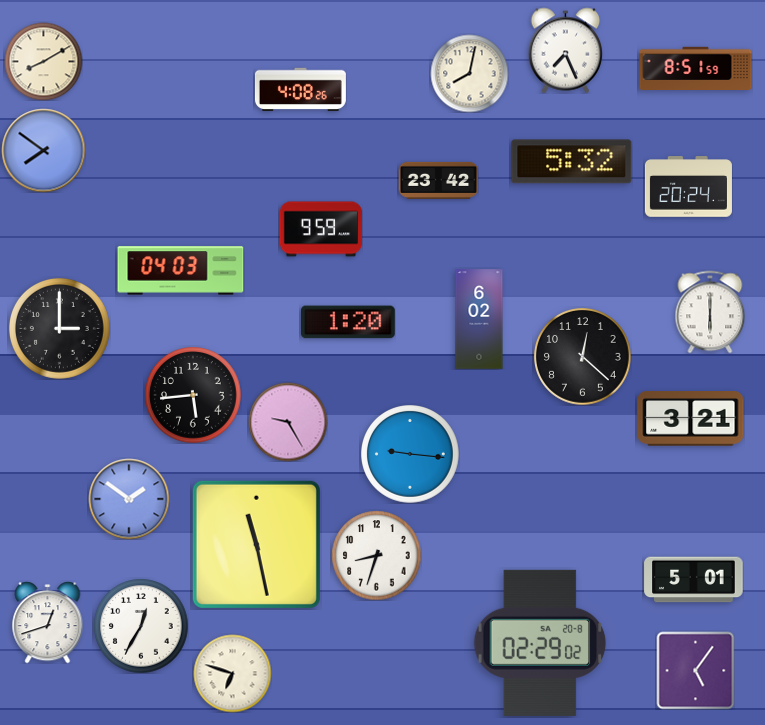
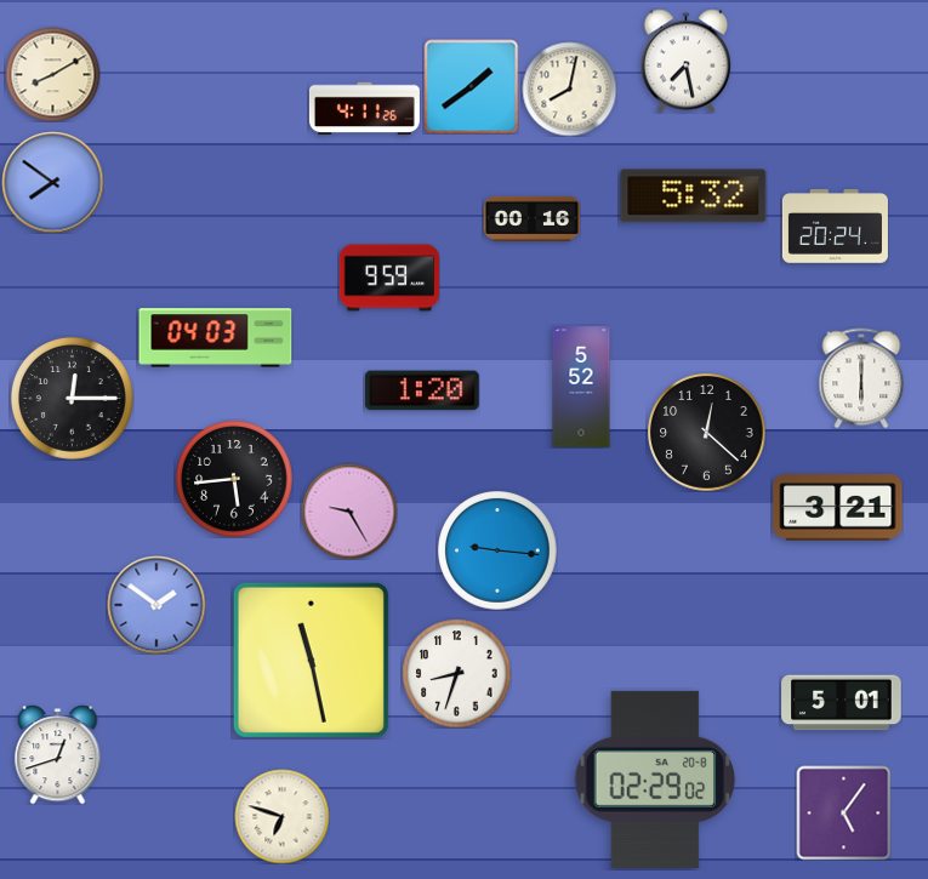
clock at (566, 50): 7:26 -> 7:28
clock at (696, 69): 8:51 -> none
clock at (471, 86): none -> 1:39
clock at (300, 90): 4:08 -> 4:11
clock at (438, 180): 23:42 -> 00:16
clock at (181, 271) position: (181, 271) -> (216, 338)
clock at (479, 319): 6:02 -> 5:52
clock at (59, 328): 3:00 -> 12:15
clock at (141, 626): 12:35 -> none
